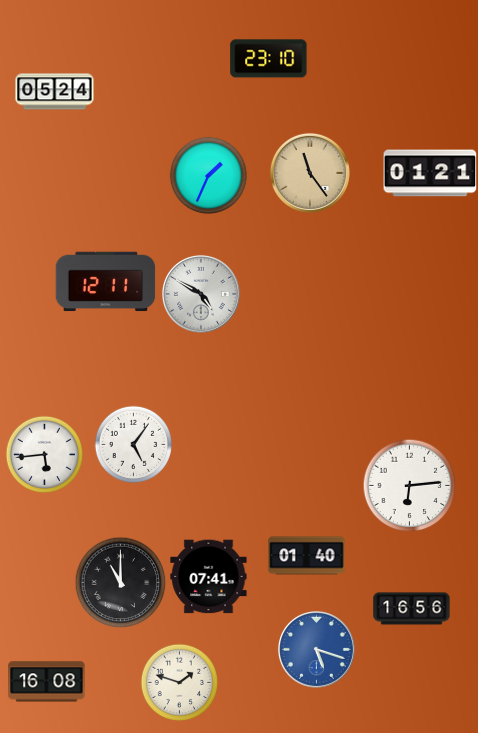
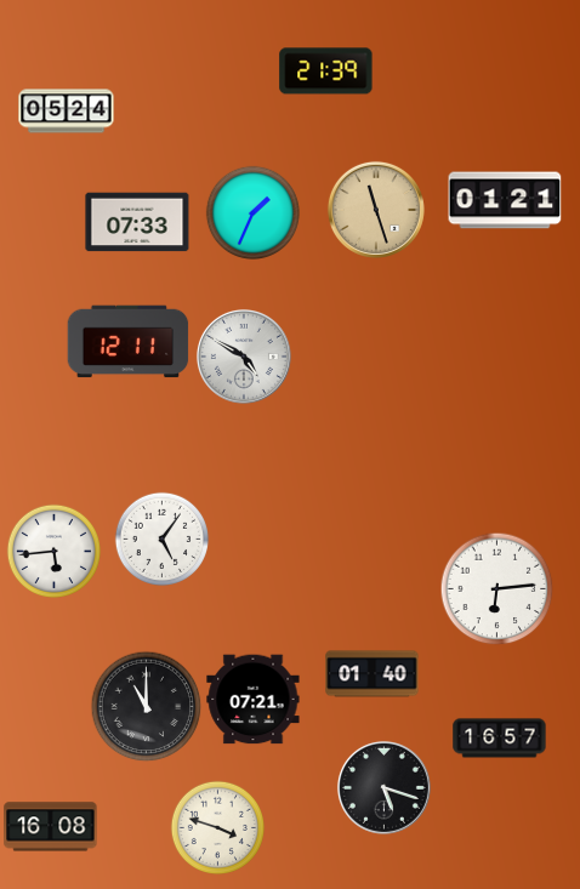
clock at (269, 59): 23:10 -> 21:39
clock at (310, 173): 11:24 -> 11:27
clock at (430, 173) position: (430, 173) -> (505, 200)
clock at (137, 222): none -> 07:33
clock at (209, 577): 07:41 -> 07:21
clock at (412, 609): 16:56 -> 16:57
clock at (316, 649) dial: blue -> black
clock at (47, 682) position: (47, 682) -> (51, 827)
clock at (179, 682): 1:48 -> 3:48
